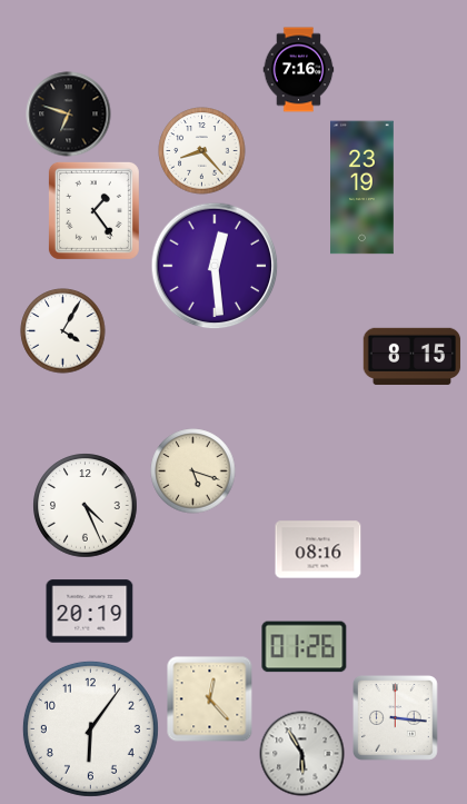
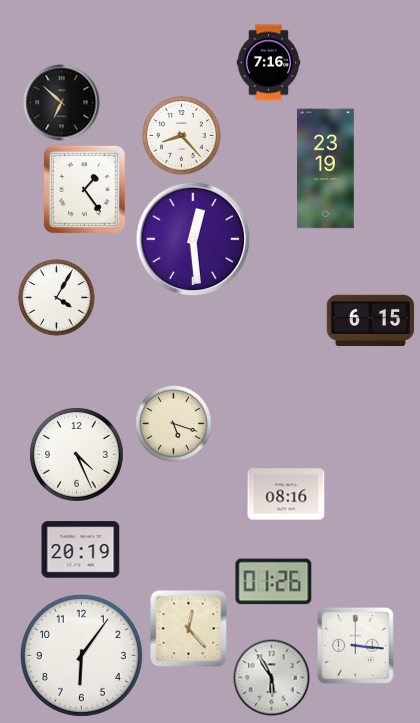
clock at (69, 115): 6:48 -> 6:52
clock at (413, 357): 8:15 -> 6:15
